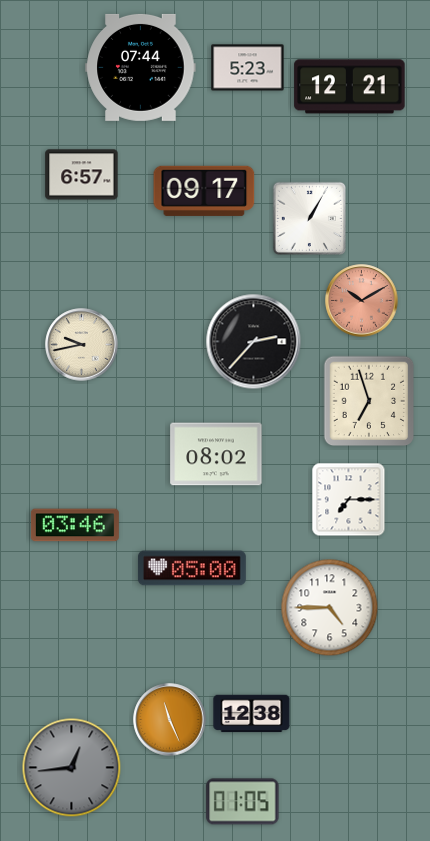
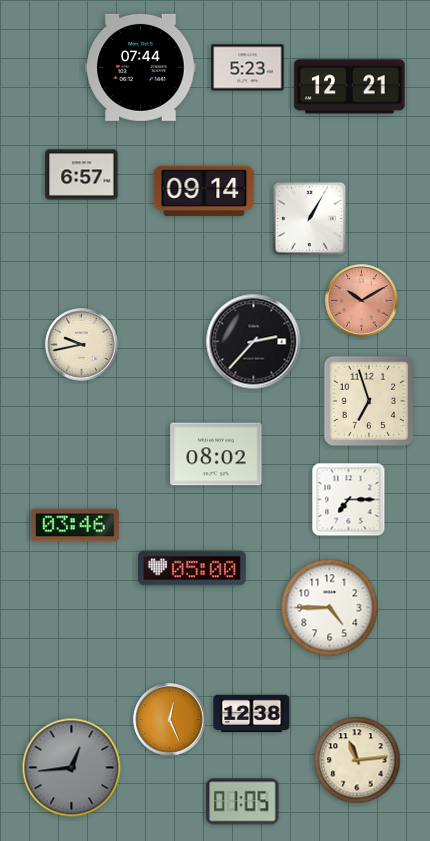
clock at (204, 191): 09:17 -> 09:14
clock at (170, 720): 11:26 -> 12:26
clock at (357, 760): none -> 11:14
